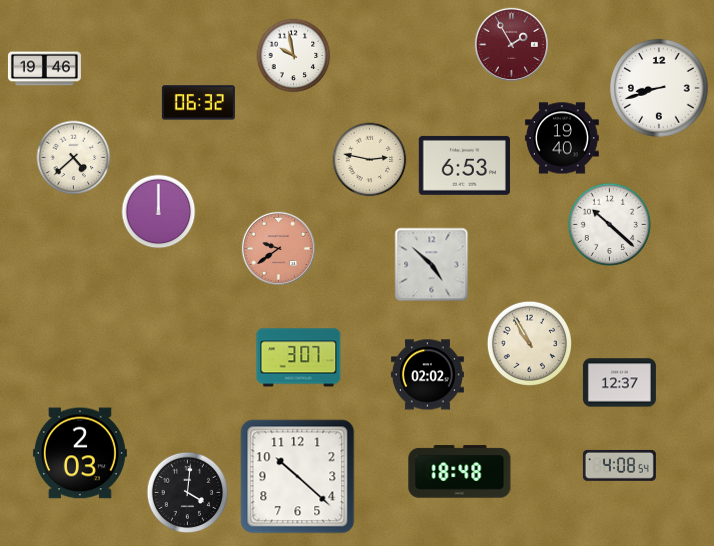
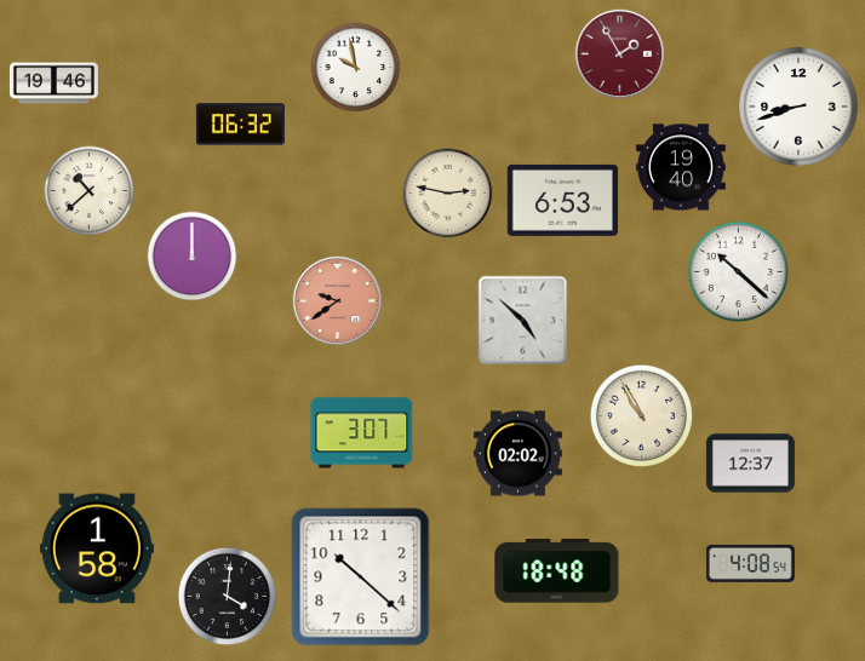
clock at (74, 158): 4:38 -> 10:38
clock at (80, 453): 2:03 -> 1:58
